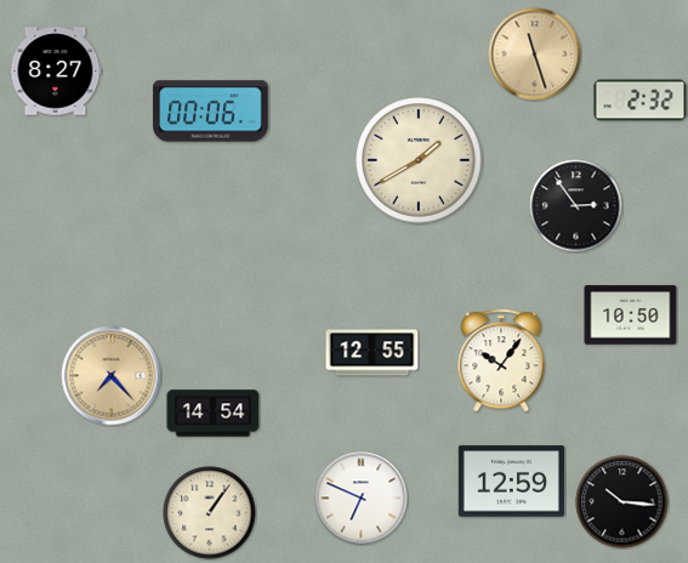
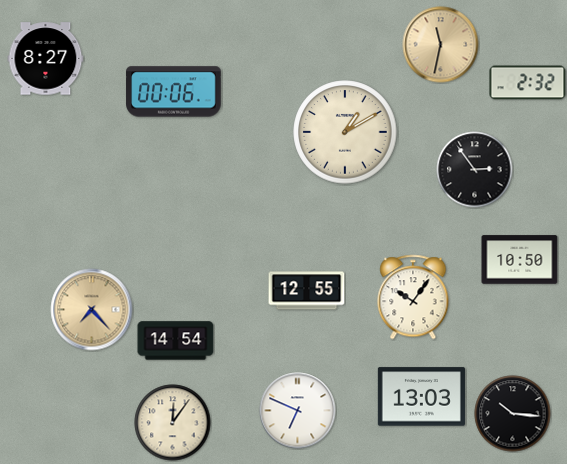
clock at (535, 55): 11:27 -> 11:32
clock at (419, 160): 1:40 -> 1:10
clock at (511, 482): 12:59 -> 13:03
clock at (210, 513): 1:06 -> 12:06
